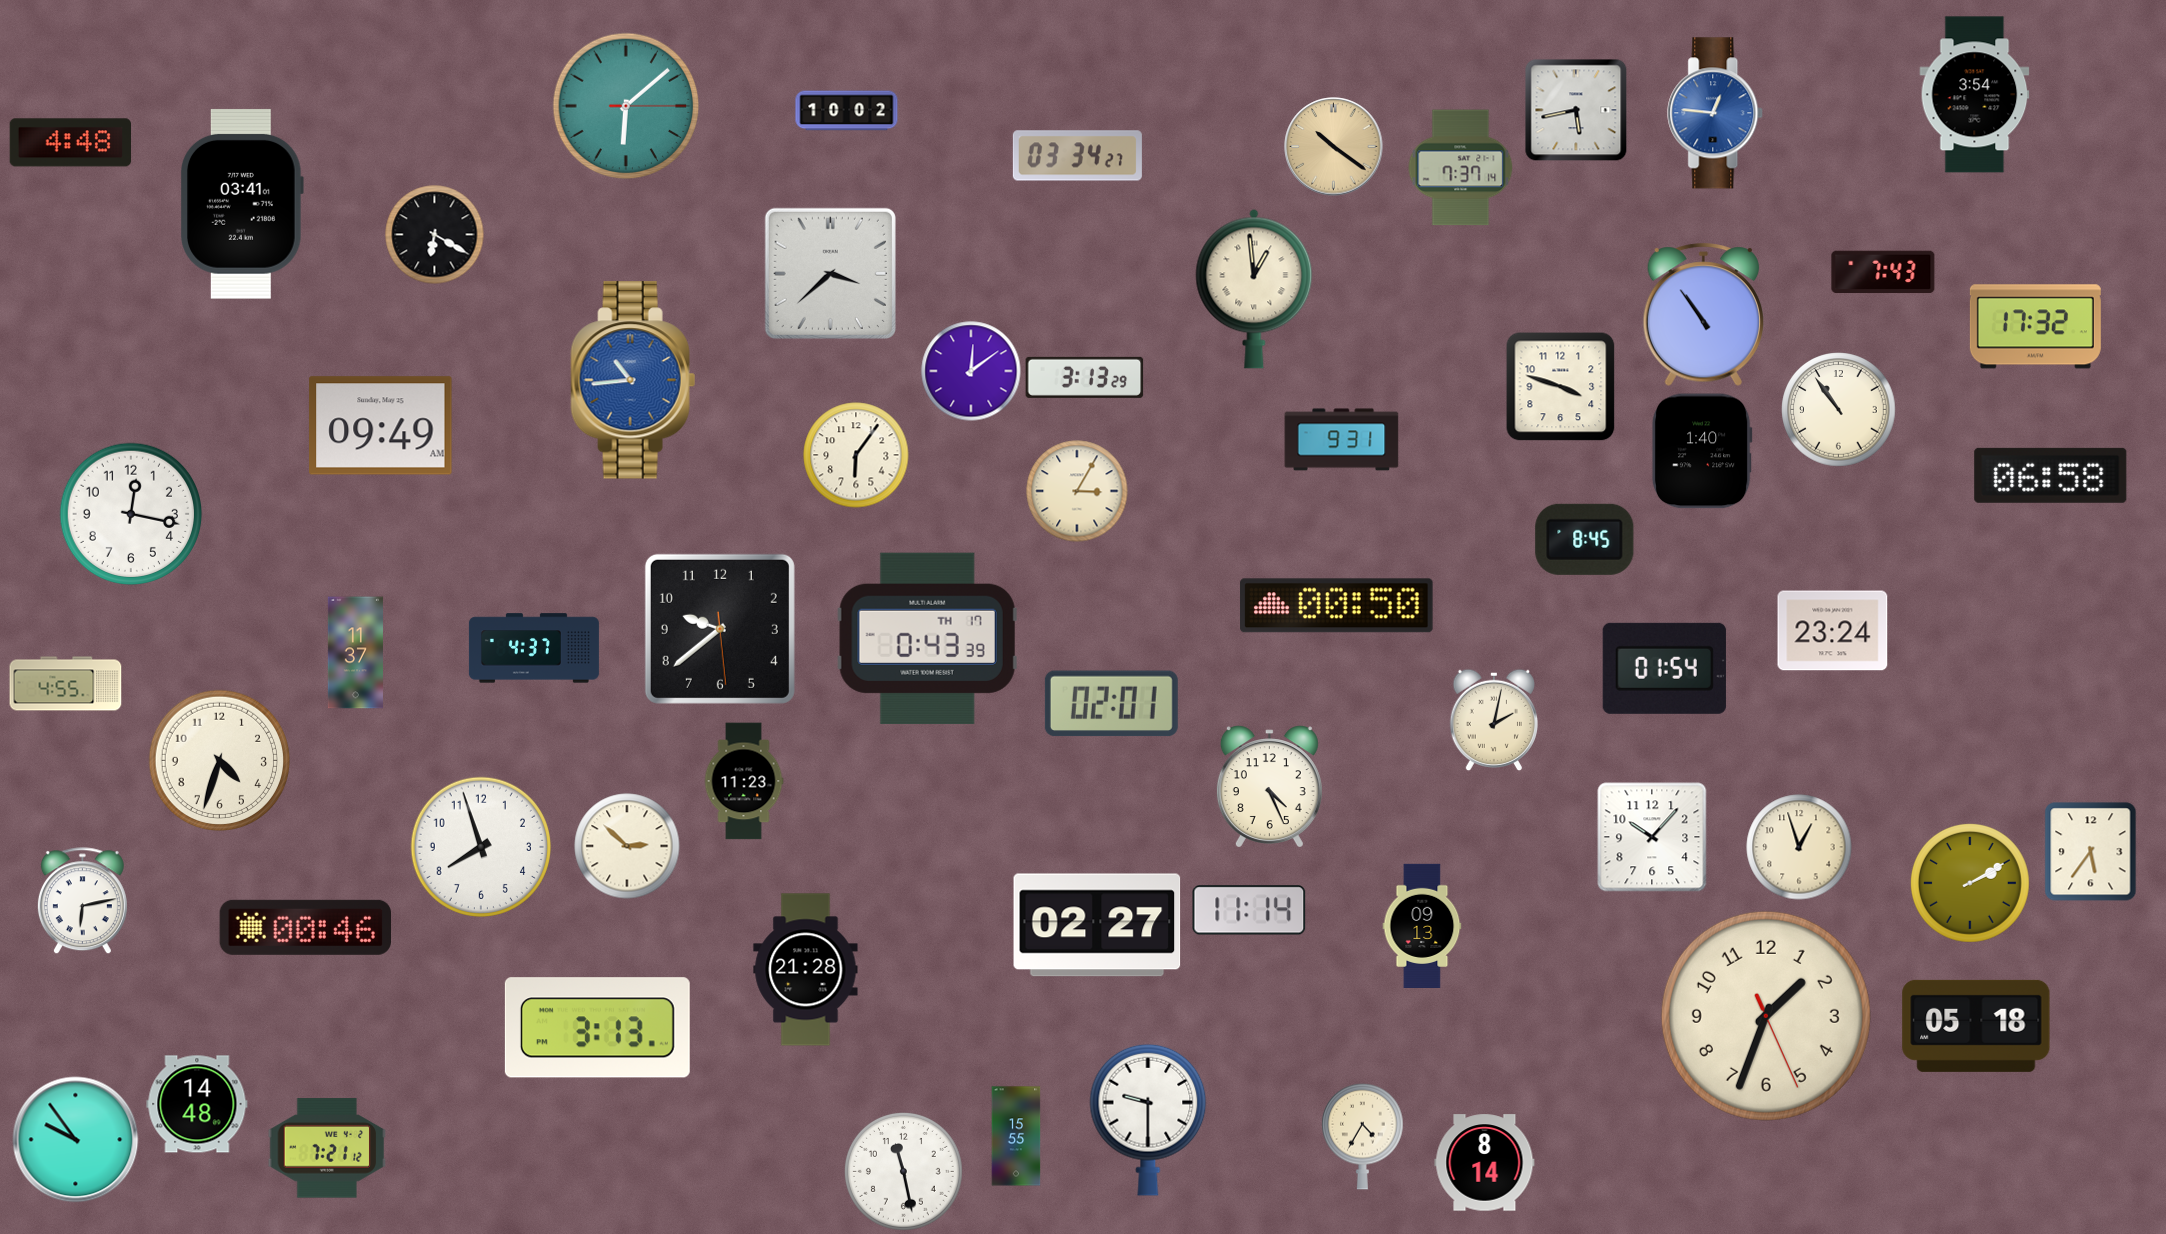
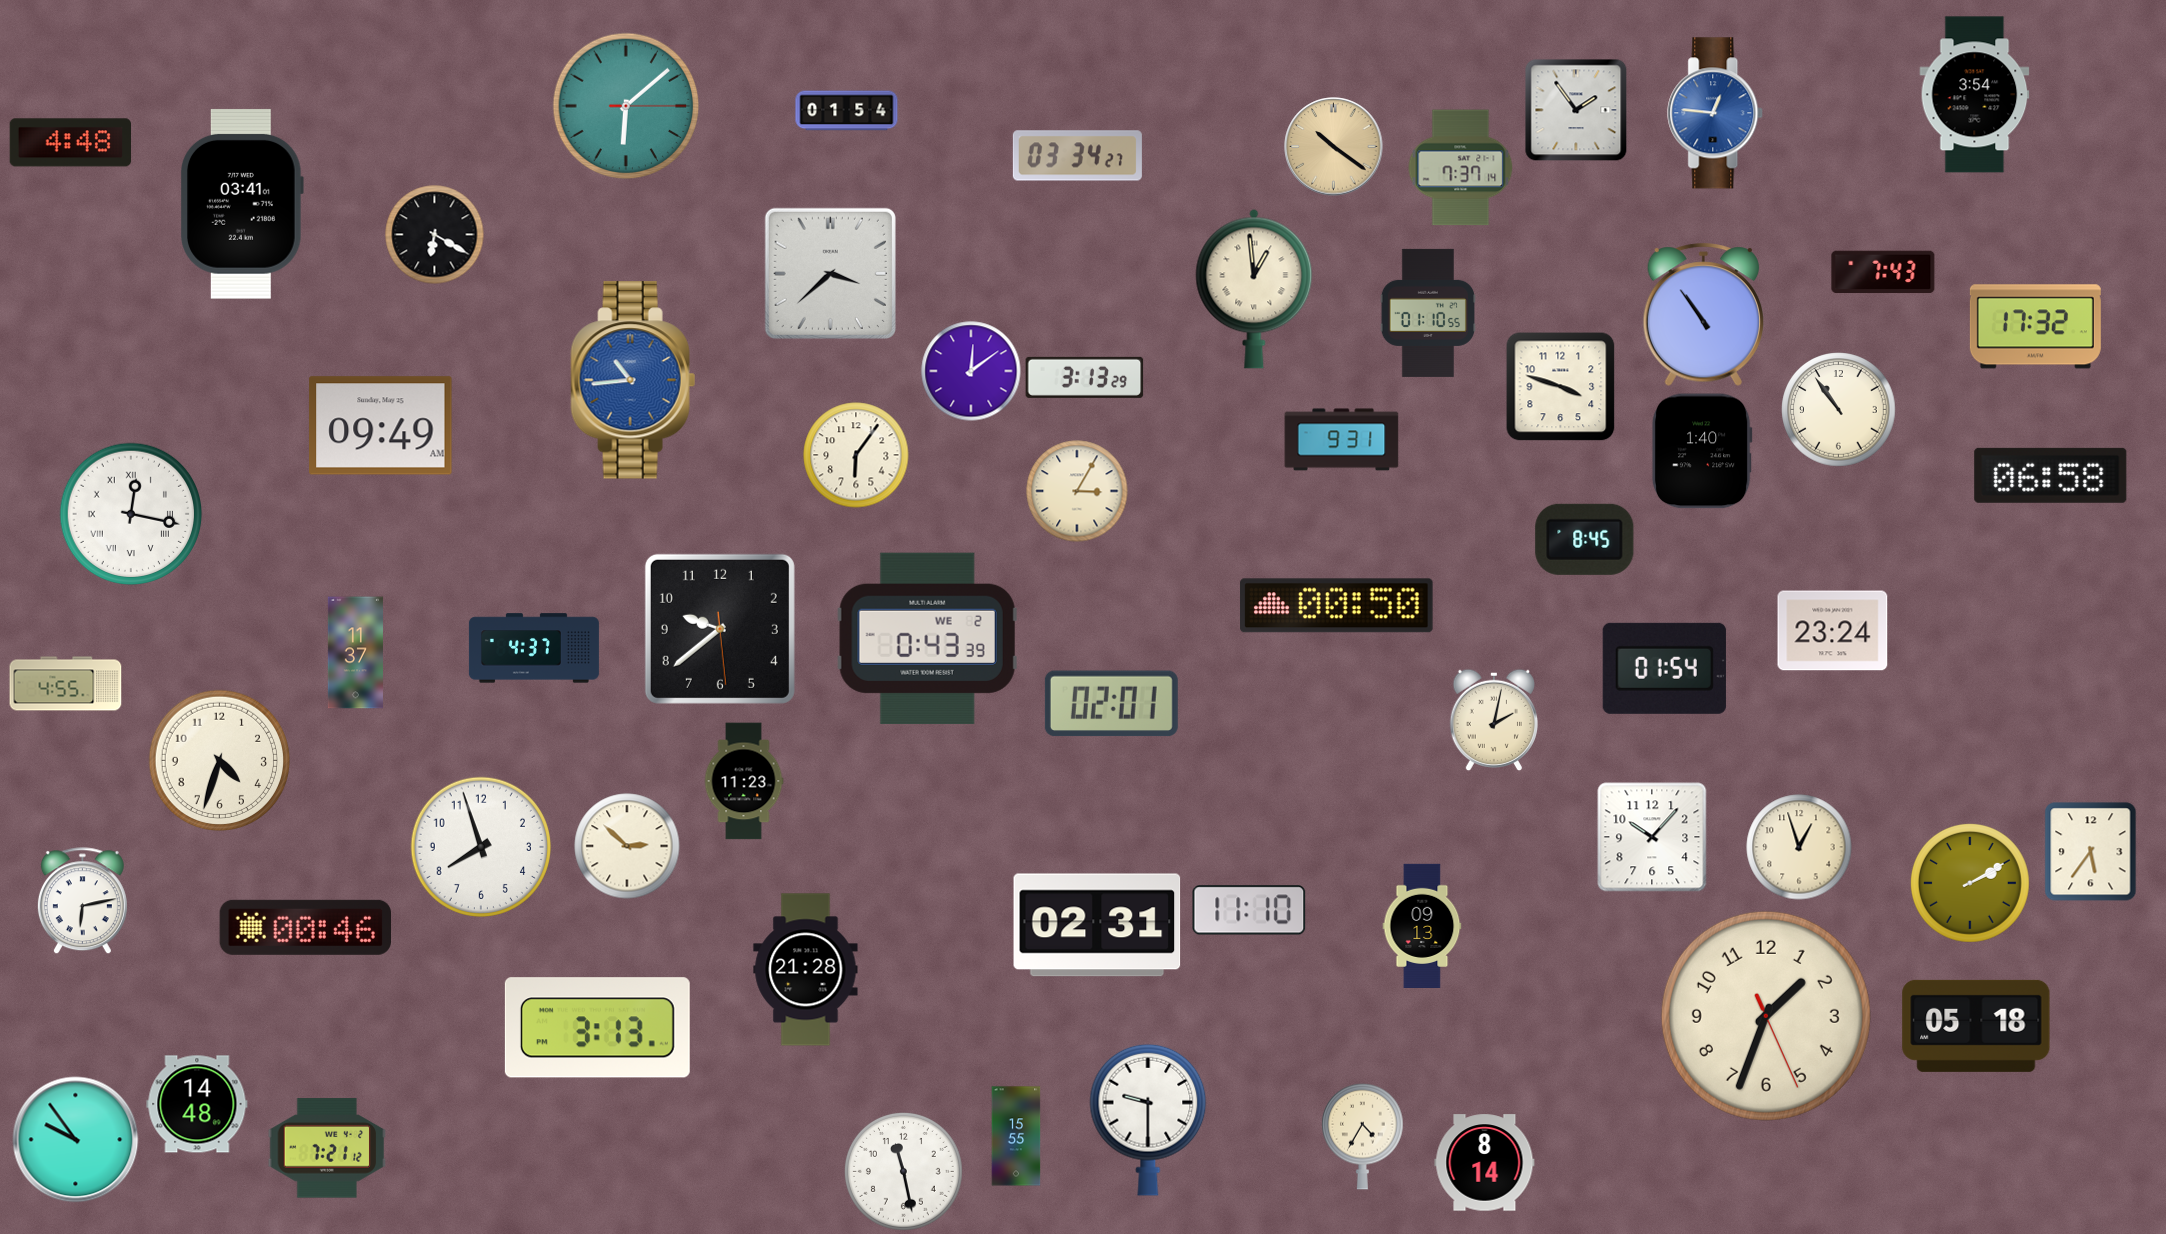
clock at (1576, 110): 5:43 -> 1:54
clock at (847, 111): 10:02 -> 01:54
clock at (1427, 313): none -> 01:10
clock at (131, 514) numerals: Arabic -> Roman
clock at (927, 638) date: TH 17 -> WE 2
clock at (1269, 787): 4:26 -> none
clock at (1249, 910): 11:14 -> 11:10
clock at (1097, 925): 02:27 -> 02:31
